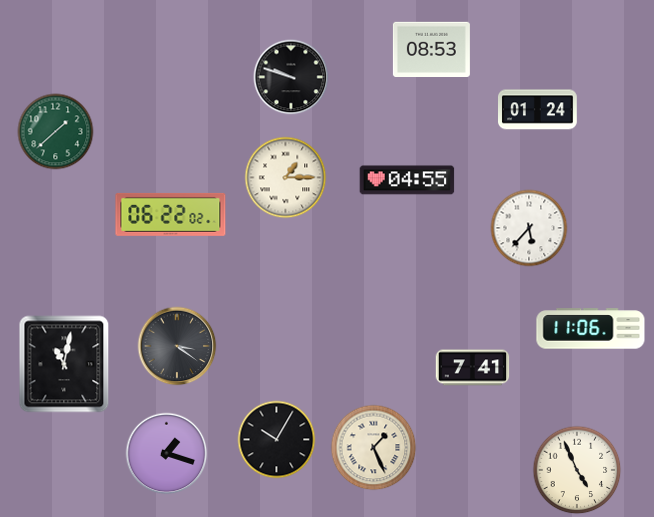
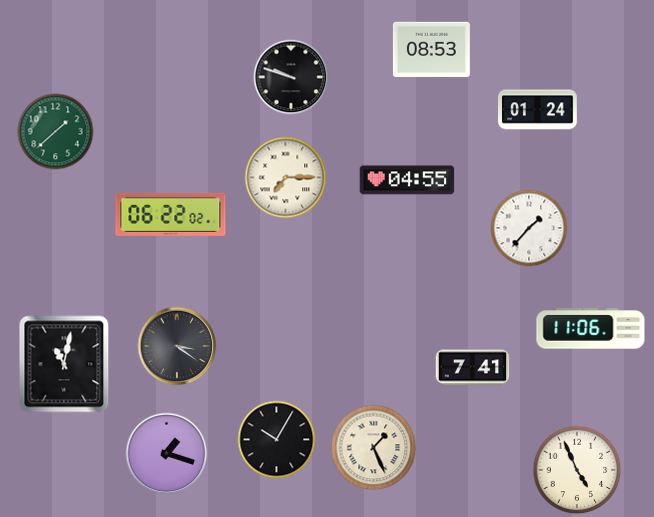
clock at (286, 178): 1:15 -> 7:15
clock at (529, 228): 5:37 -> 1:37
